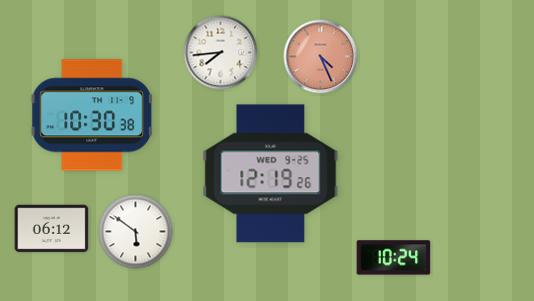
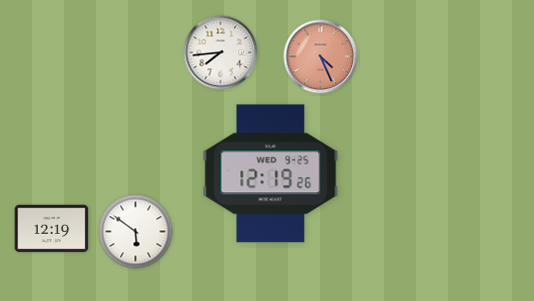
clock at (92, 115): 10:30 -> none
clock at (52, 229): 06:12 -> 12:19
clock at (394, 258): 10:24 -> none
